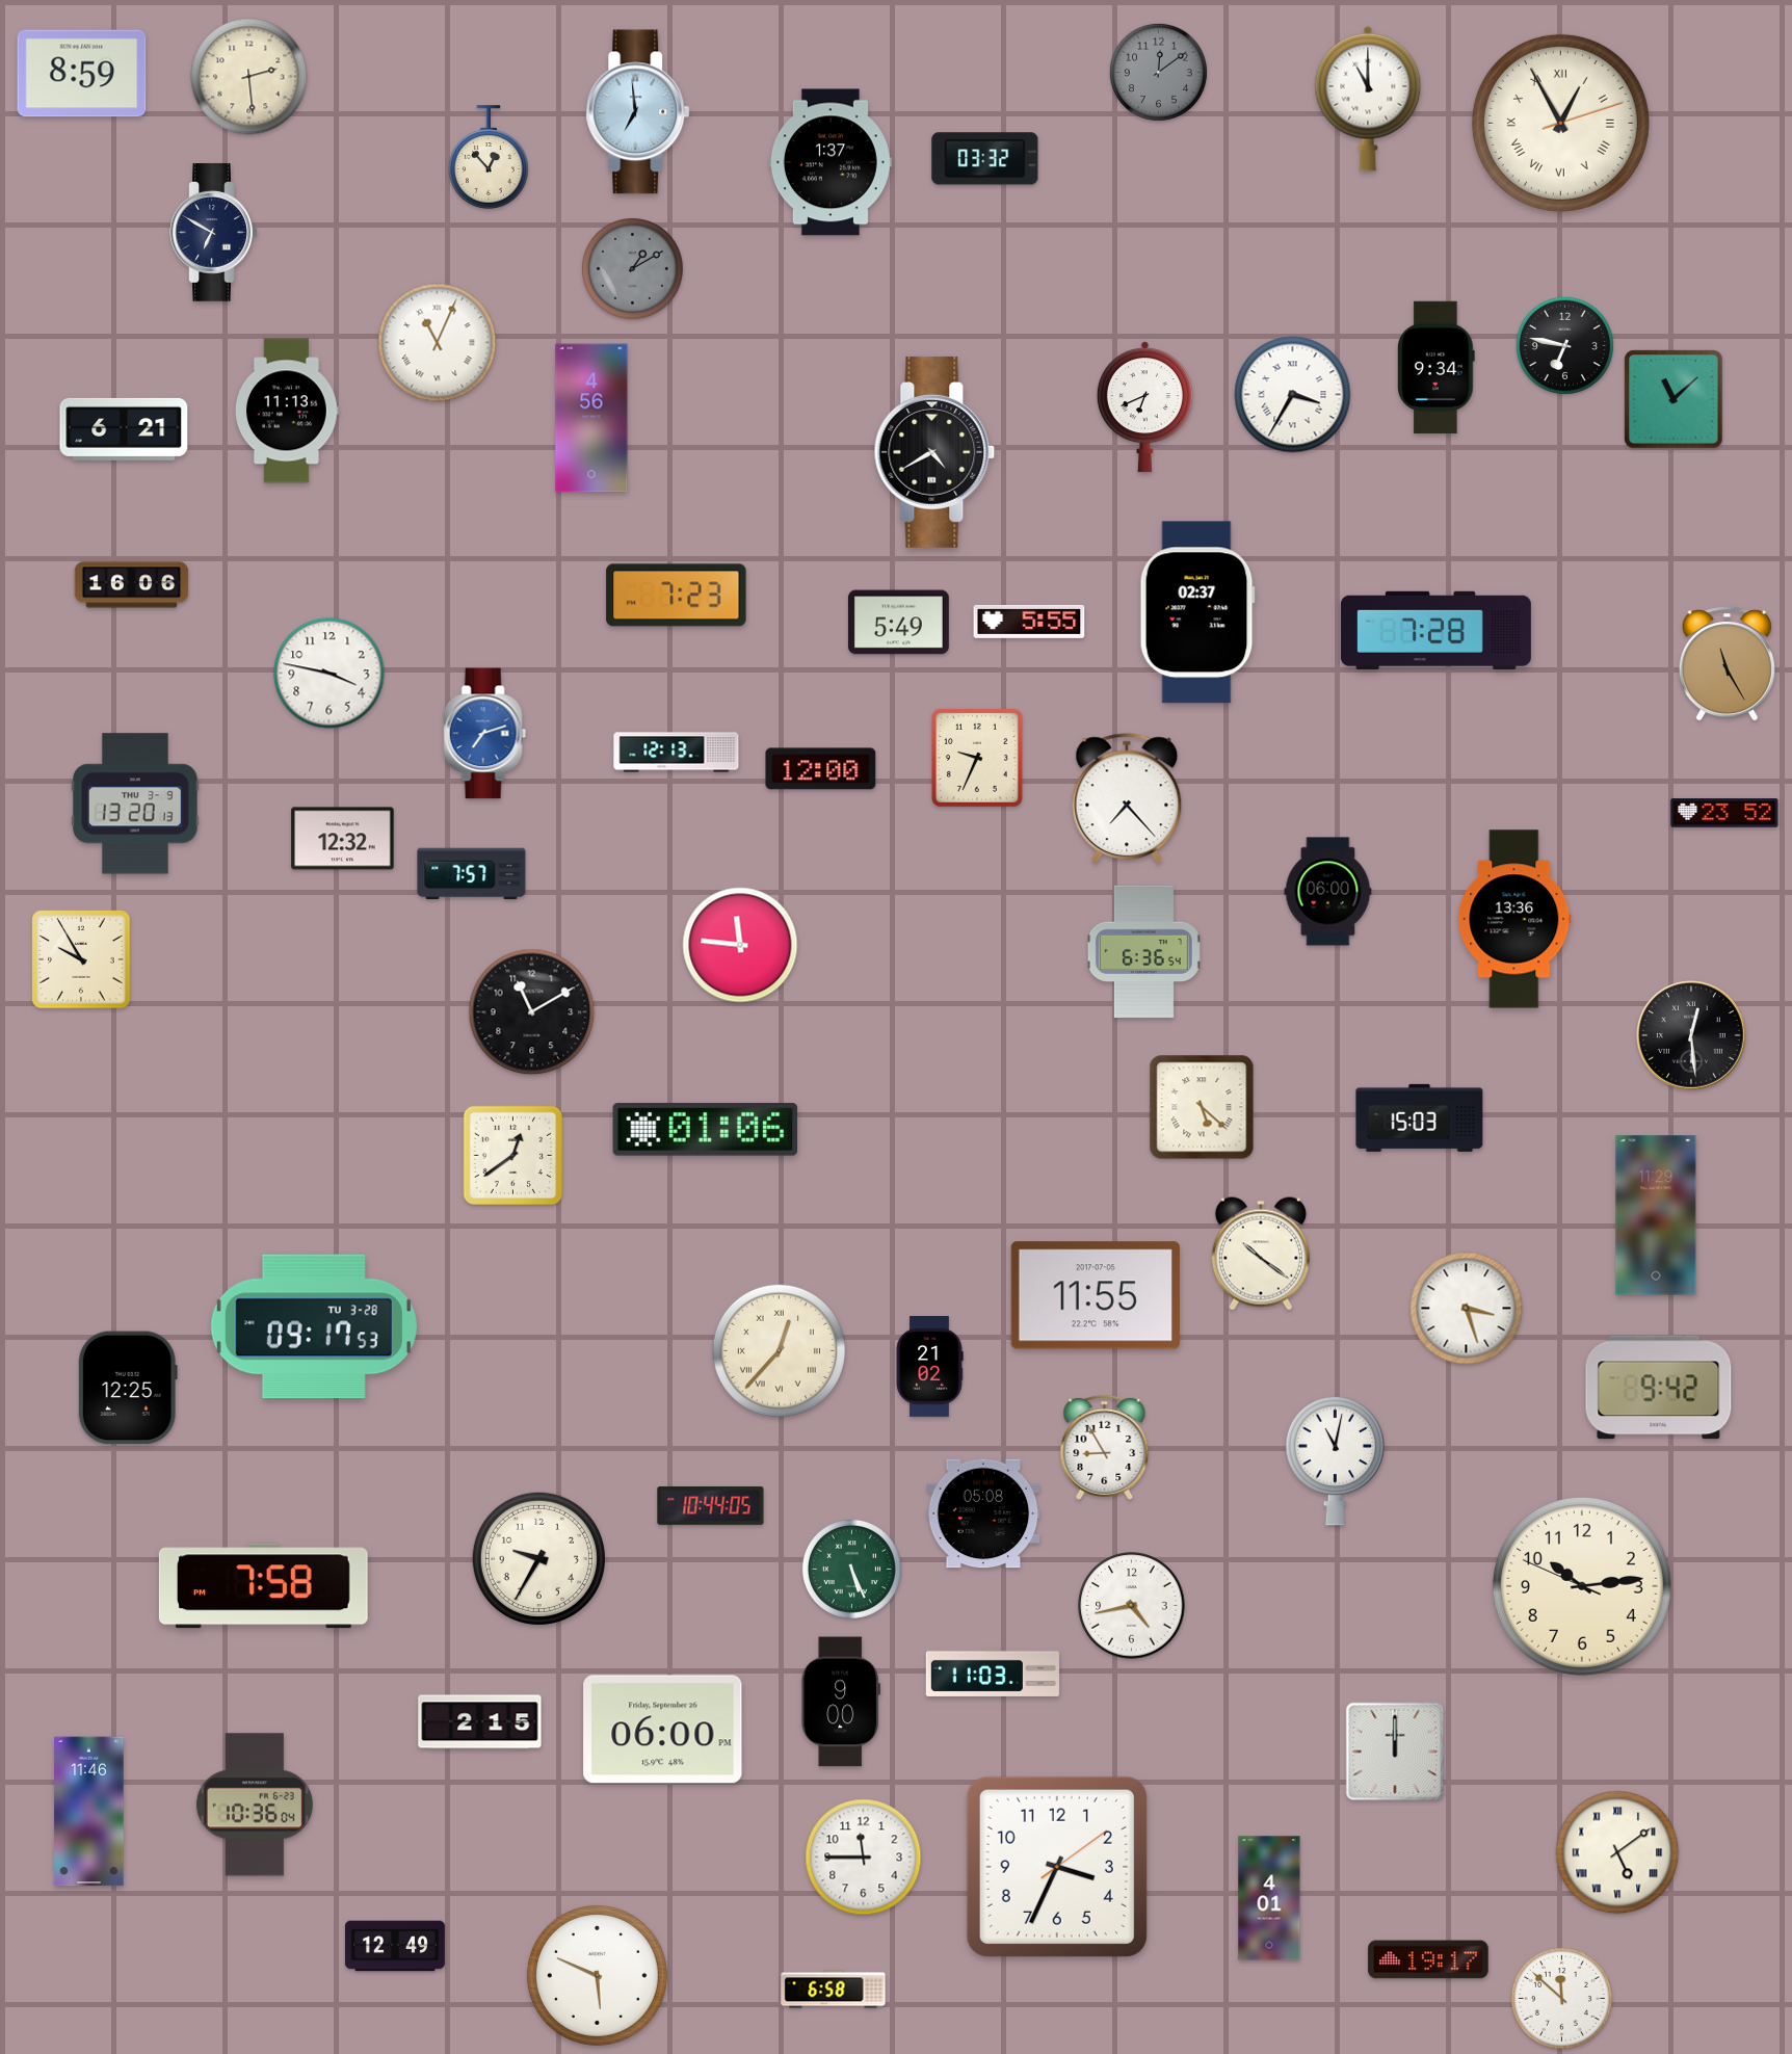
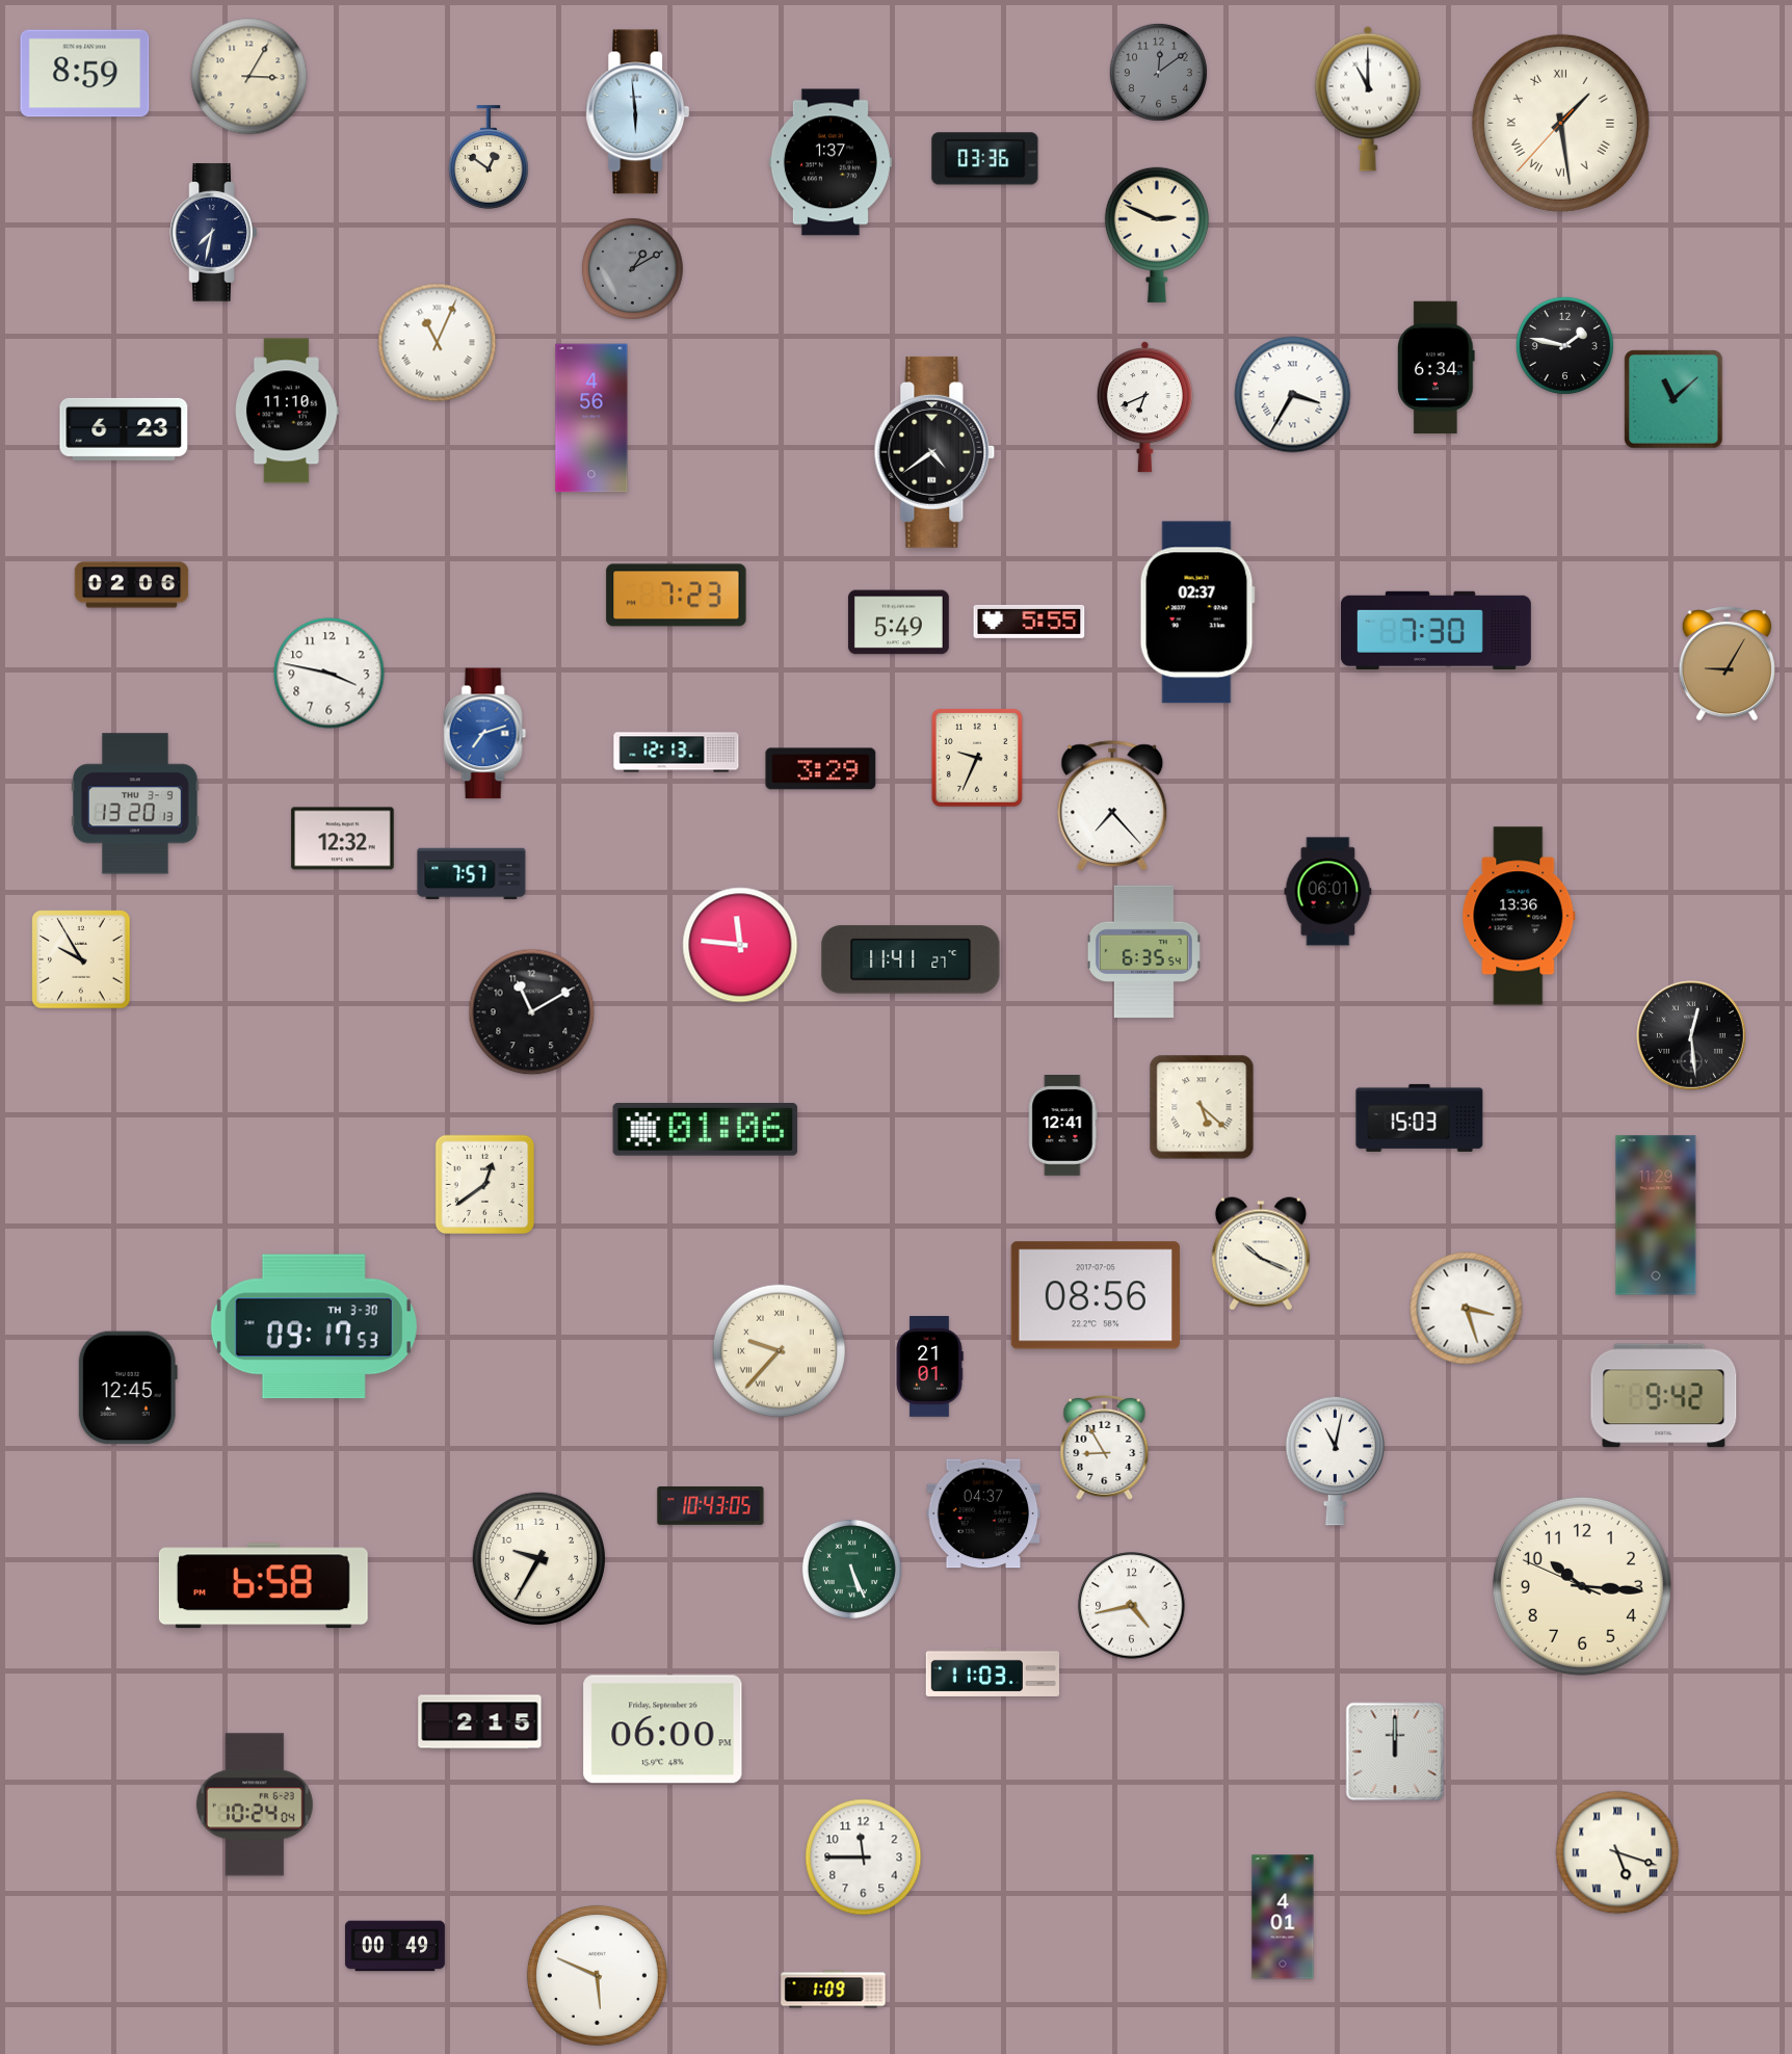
clock at (82, 74) position: (82, 74) -> (85, 74)
clock at (249, 77): 2:29 -> 3:05
clock at (638, 112): 6:59 -> 5:59
clock at (1560, 123): 12:55 -> 1:28
clock at (490, 157): 12:53 -> 12:51
clock at (985, 159): 03:32 -> 03:36
clock at (214, 233): 6:50 -> 7:32
clock at (1157, 235): none -> 2:49
clock at (1564, 345): 6:47 -> 1:47
clock at (1437, 368): 9:34 -> 6:34
clock at (288, 411): 11:13 -> 11:10
clock at (124, 429): 6:21 -> 6:23
clock at (934, 452): 4:40 -> 4:39
clock at (132, 585): 16:06 -> 02:06
clock at (1435, 630): 7:28 -> 7:30
clock at (1727, 664): 11:25 -> 9:05
clock at (821, 769): 12:00 -> 3:29
clock at (1127, 799) position: (1127, 799) -> (1112, 807)
clock at (1724, 813): 23:52 -> none
clock at (1328, 892): 06:00 -> 06:01
clock at (1514, 919) position: (1514, 919) -> (1519, 916)
clock at (1143, 952): 6:36 -> 6:35
clock at (911, 959): none -> 11:41
clock at (1063, 1126): none -> 12:41
clock at (513, 1156) position: (513, 1156) -> (485, 1185)
clock at (1261, 1254): 10:21 -> 10:19
clock at (1096, 1295): 11:55 -> 08:56
clock at (314, 1326) date: TU 3-28 -> TH 3-30
clock at (779, 1350): 12:37 -> 9:37
clock at (929, 1367): 21:02 -> 21:01
clock at (128, 1388): 12:25 -> 12:45
clock at (1659, 1388) position: (1659, 1388) -> (1664, 1396)
clock at (711, 1505): 10:44 -> 10:43
clock at (983, 1513): 05:08 -> 04:37
clock at (263, 1586): 7:58 -> 6:58
clock at (1582, 1586): 10:13 -> 10:15
clock at (840, 1702): 9:00 -> none
clock at (255, 1805): 10:36 -> 10:24
clock at (89, 1812): 11:46 -> none
clock at (1617, 1852): 5:09 -> 5:18
clock at (1057, 1867): 3:34 -> none
clock at (1269, 1898) position: (1269, 1898) -> (1283, 1917)
clock at (395, 1946): 12:49 -> 00:49
clock at (1428, 1959): 19:17 -> none
clock at (834, 1990): 6:58 -> 1:09
clock at (1561, 1998): 11:52 -> none
